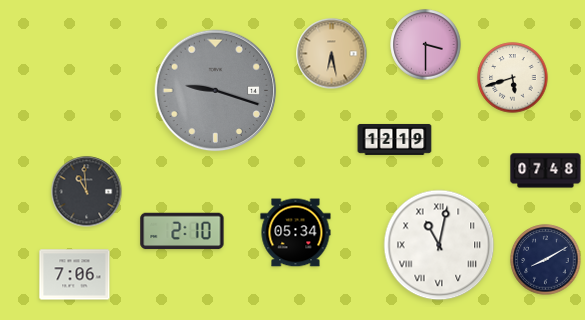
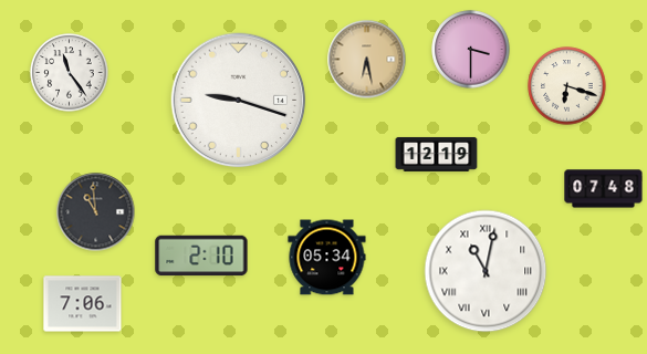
clock at (70, 73): none -> 11:24
clock at (513, 78): 5:42 -> 6:18
clock at (216, 91) dial: grey -> white
clock at (546, 260): 8:10 -> none
